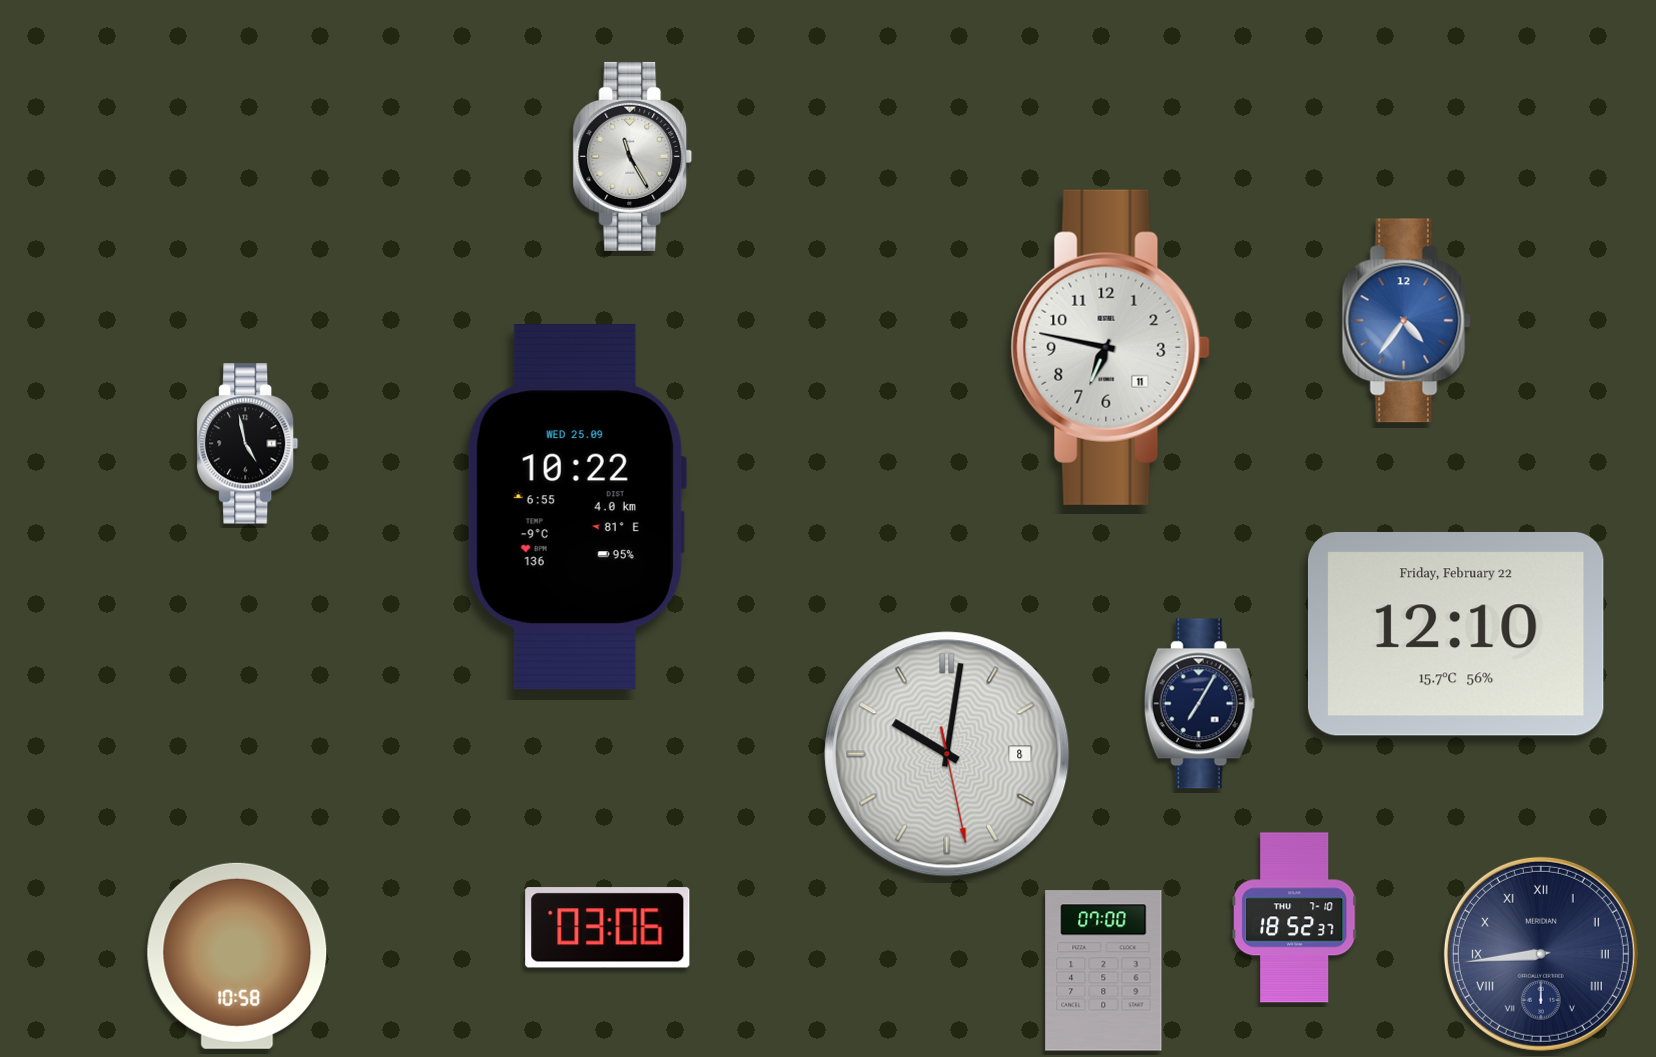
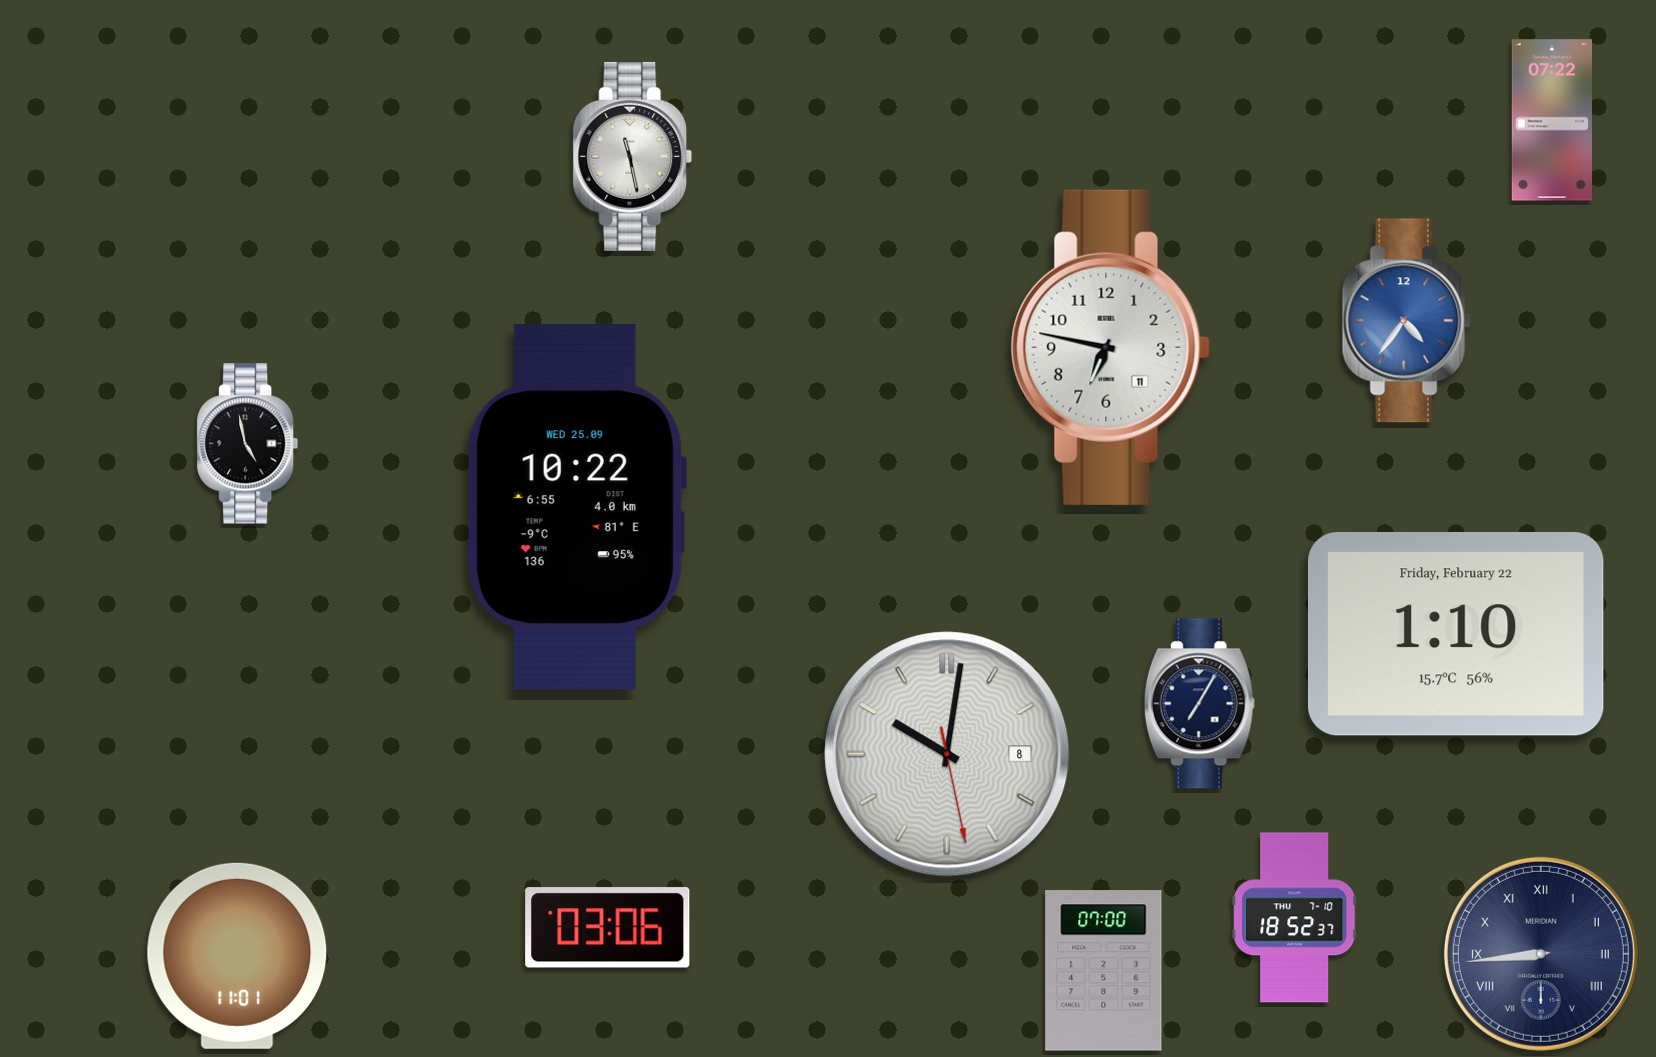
clock at (1552, 120): none -> 07:22
clock at (633, 156): 11:25 -> 11:28
clock at (1456, 635): 12:10 -> 1:10
clock at (237, 956): 10:58 -> 11:01
